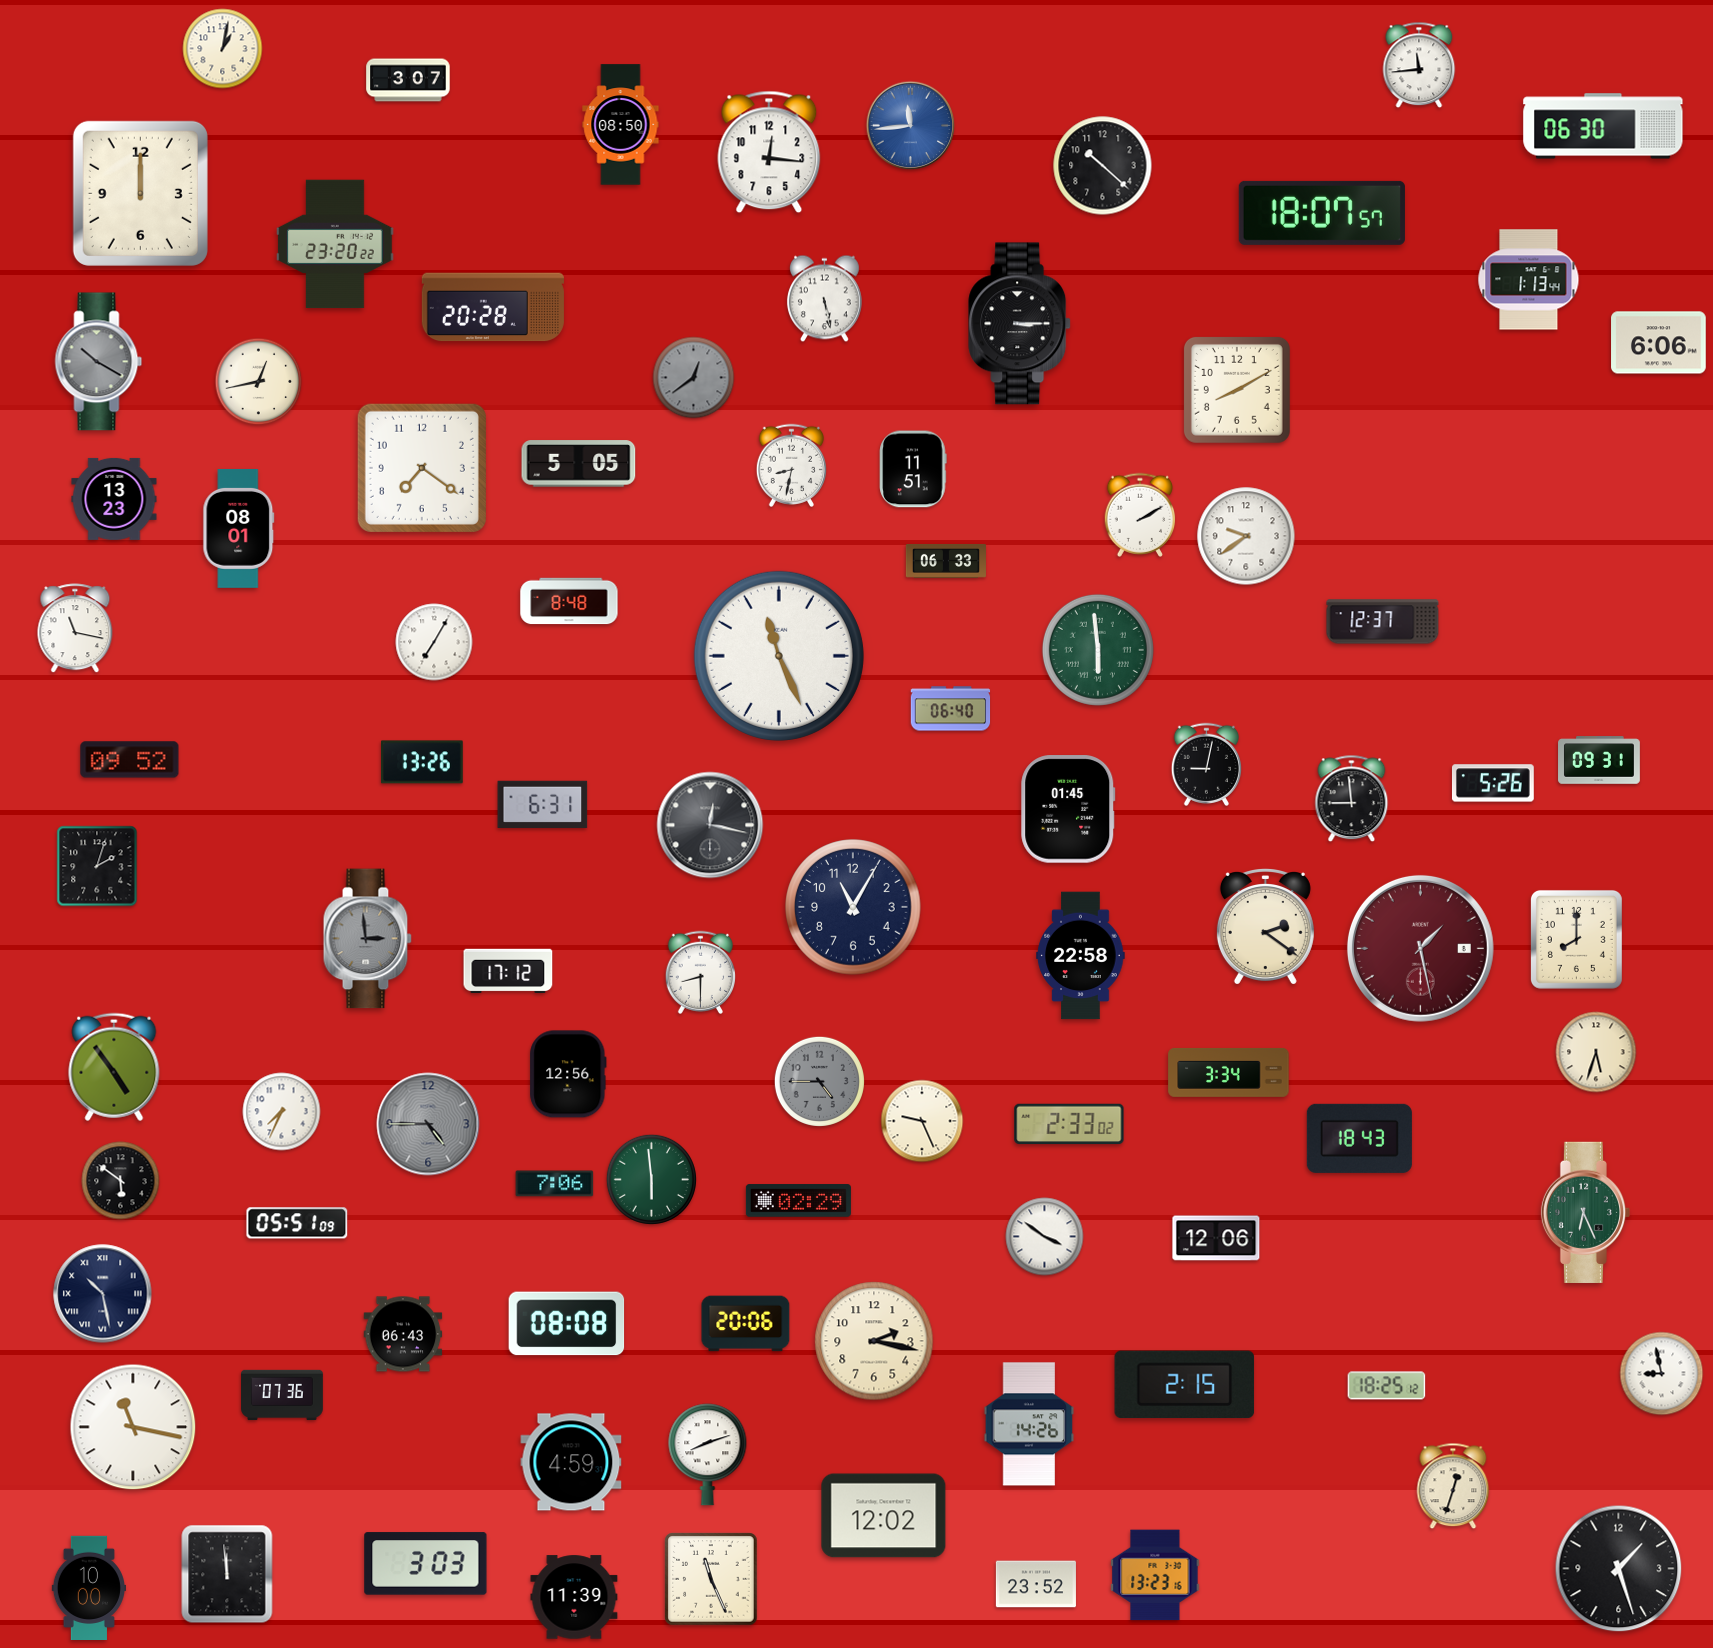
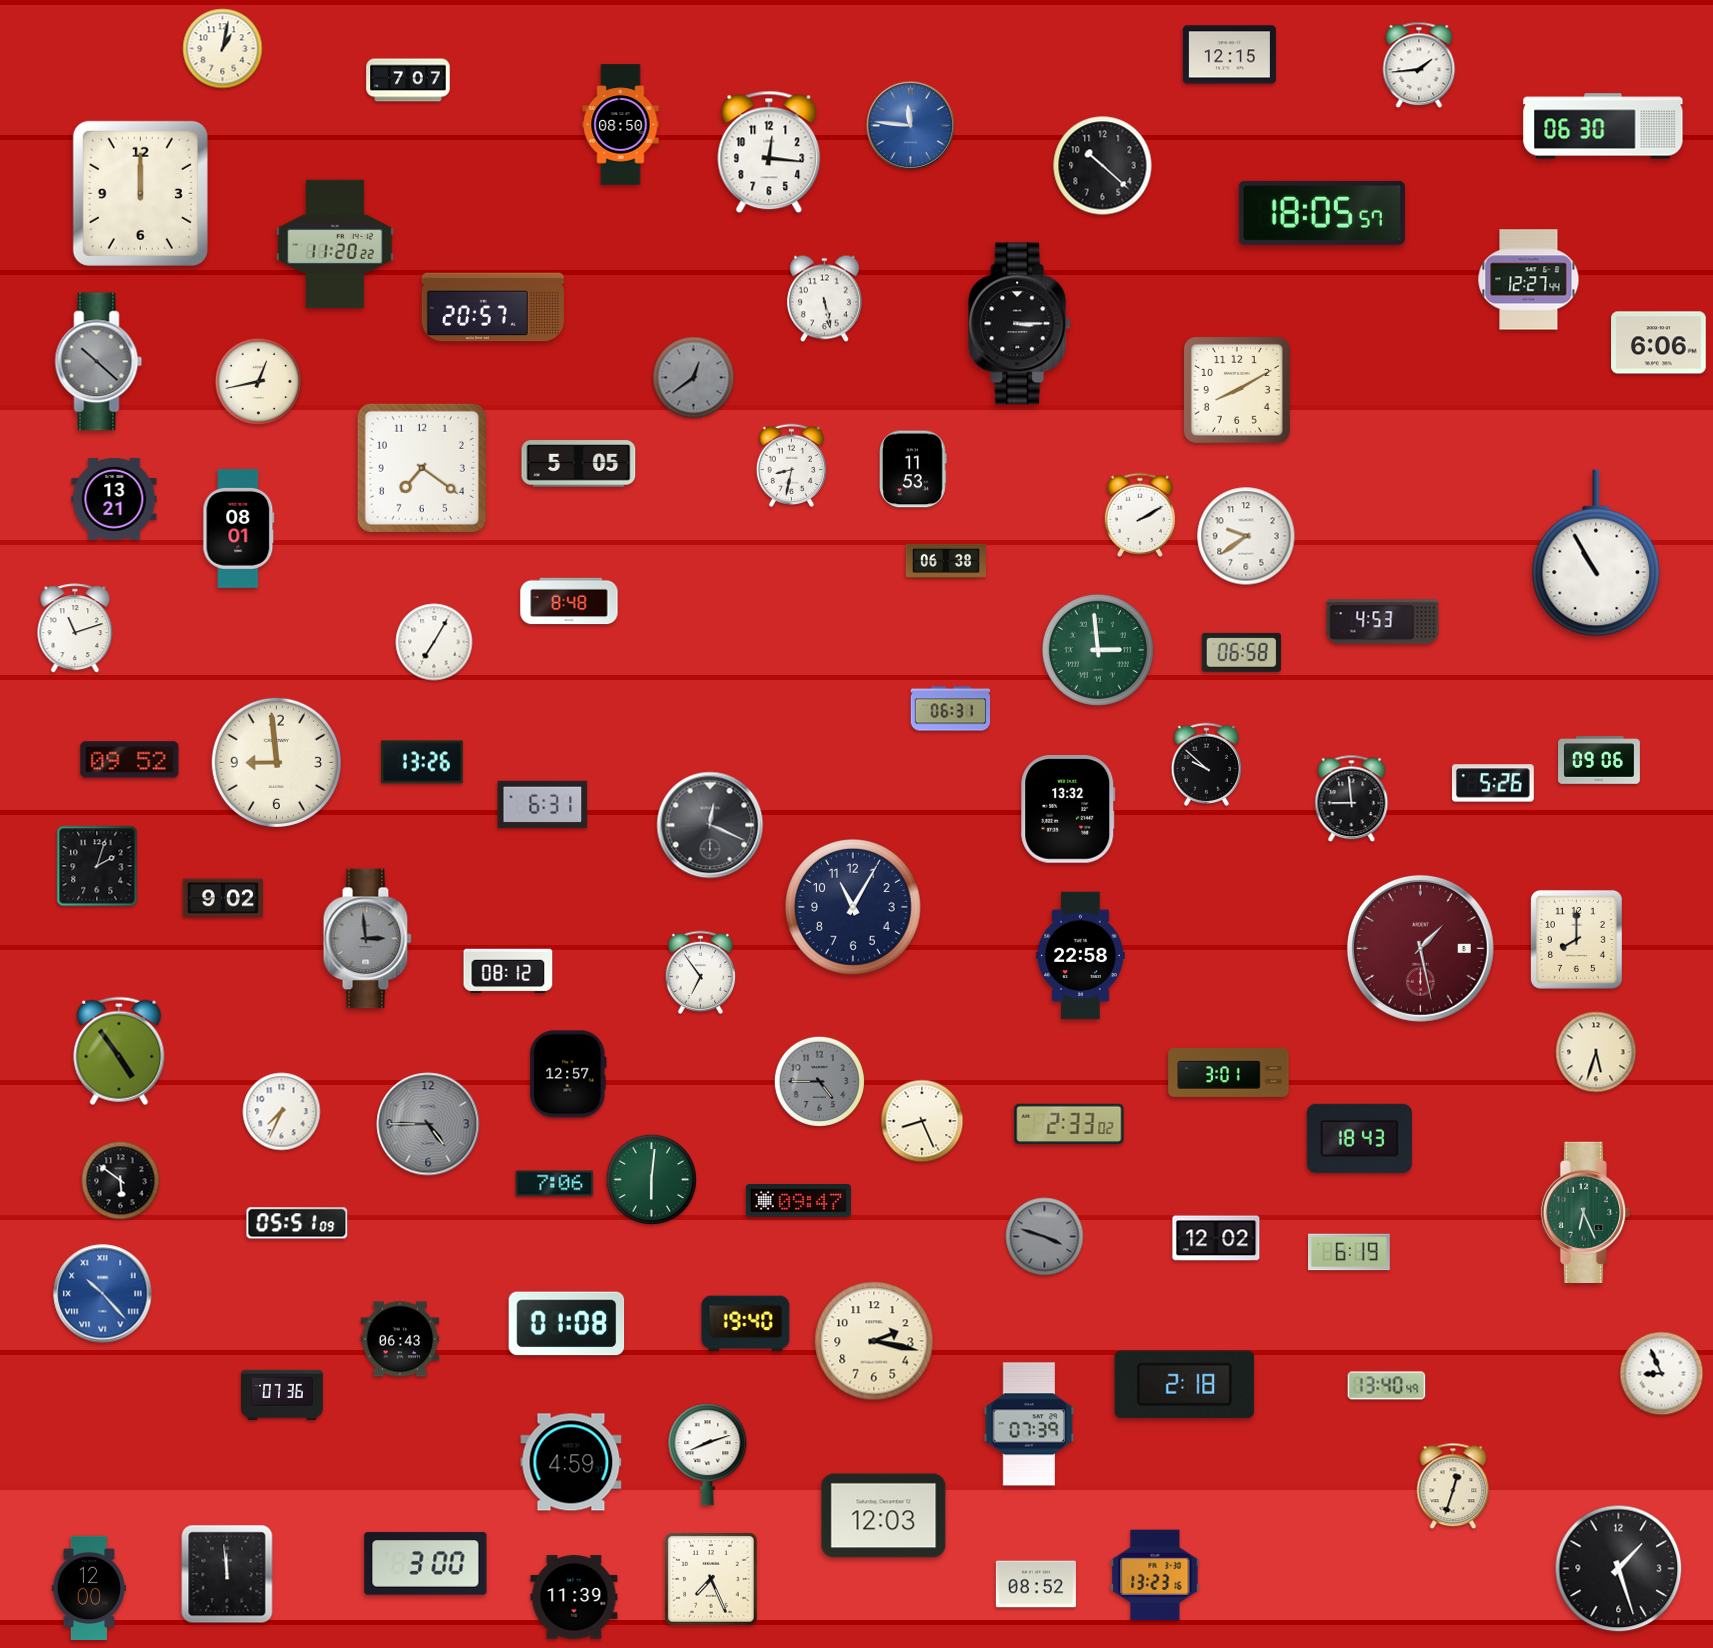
clock at (1229, 55): none -> 12:15
clock at (1419, 65): 11:44 -> 1:44
clock at (408, 80): 3:07 -> 7:07
clock at (911, 126): 11:44 -> 11:46
clock at (1322, 213): 18:07 -> 18:05
clock at (335, 244): 23:20 -> 11:20
clock at (1529, 280): 1:13 -> 12:27
clock at (493, 307): 20:28 -> 20:57
clock at (99, 362): 10:20 -> 10:22
clock at (913, 469): 11:51 -> 11:53
clock at (114, 499): 13:23 -> 13:21
clock at (1596, 553): none -> 10:55
clock at (946, 561): 06:33 -> 06:38
clock at (1383, 622): 12:37 -> 4:53
clock at (75, 629): 11:17 -> 11:12
clock at (1098, 650): 5:59 -> 2:59
clock at (1241, 652): none -> 06:58
clock at (779, 656): 11:26 -> none
clock at (951, 709): 06:40 -> 06:31
clock at (1599, 760): 09:31 -> 09:06
clock at (276, 762): none -> 8:59
clock at (1206, 764): 9:02 -> 9:52
clock at (1068, 809): 01:45 -> 13:32
clock at (710, 825): 12:17 -> 12:19
clock at (223, 898): none -> 9:02
clock at (1265, 927): 2:21 -> none
clock at (508, 971): 17:12 -> 08:12
clock at (700, 972): 8:30 -> 6:54
clock at (114, 1067) position: (114, 1067) -> (119, 1051)
clock at (1229, 1072): 3:34 -> 3:01
clock at (568, 1074): 12:56 -> 12:57
clock at (922, 1121): 9:26 -> 8:26
clock at (651, 1179): 5:59 -> 6:01
clock at (798, 1201): 02:29 -> 09:47
clock at (1045, 1237): 3:51 -> 3:48
clock at (1045, 1237) dial: white -> grey
clock at (1216, 1238): 12:06 -> 12:02
clock at (1350, 1252): none -> 6:19
clock at (103, 1294): 10:28 -> 10:23
clock at (103, 1294) dial: navy -> blue
clock at (567, 1324): 08:08 -> 01:08
clock at (746, 1324): 20:06 -> 19:40
clock at (403, 1334) position: (403, 1334) -> (400, 1339)
clock at (1662, 1374): 8:58 -> 8:56
clock at (1185, 1385): 2:15 -> 2:18
clock at (1387, 1386): 18:25 -> 13:40
clock at (1029, 1424): 14:26 -> 07:39
clock at (133, 1427): 11:17 -> none
clock at (884, 1516): 12:02 -> 12:03
clock at (426, 1564): 3:03 -> 3:00
clock at (711, 1579): 11:26 -> 7:26
clock at (1036, 1584): 23:52 -> 08:52
clock at (88, 1587): 10:00 -> 12:00
